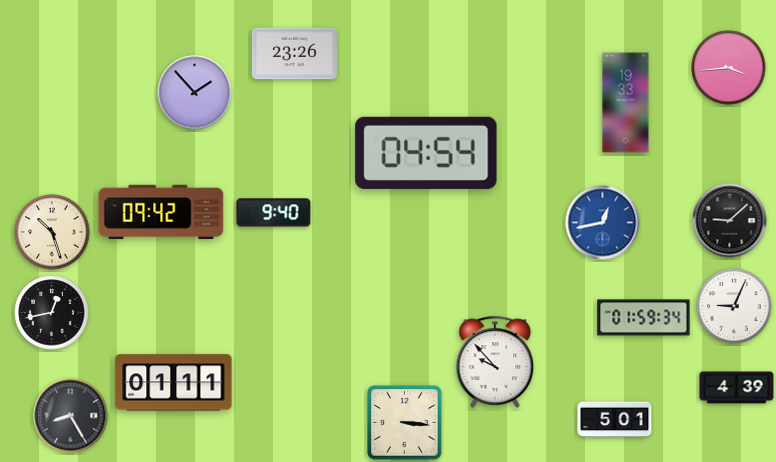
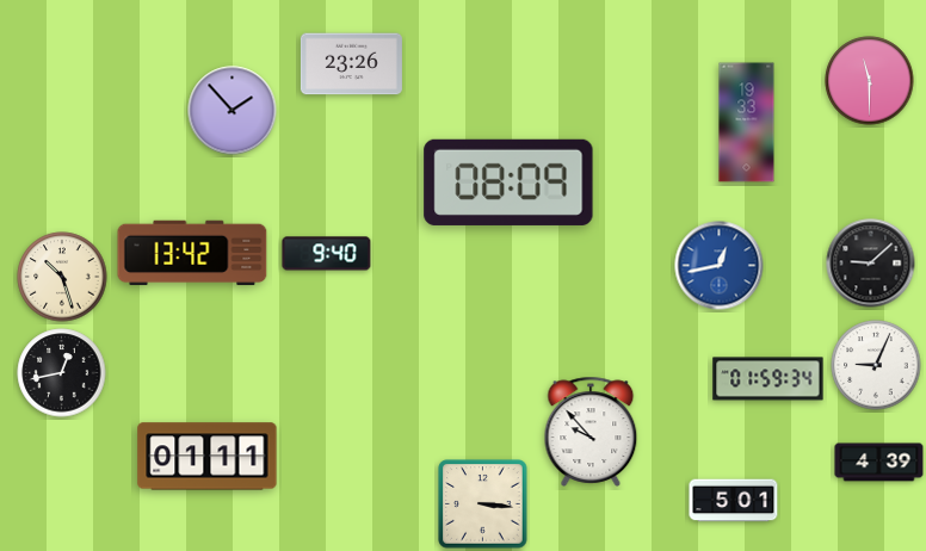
clock at (729, 68): 3:44 -> 11:30
clock at (426, 153): 04:54 -> 08:09
clock at (161, 212): 09:42 -> 13:42
clock at (71, 416): 8:25 -> none
